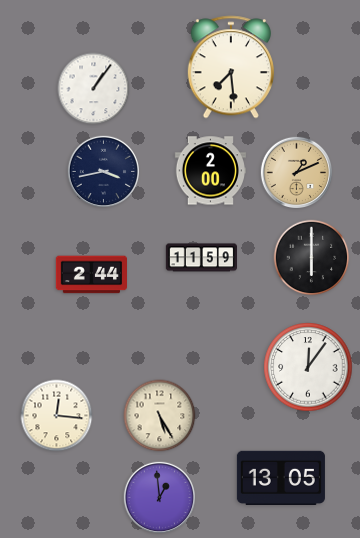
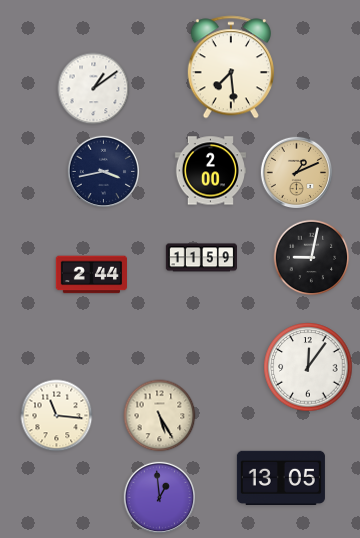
clock at (94, 89): 1:06 -> 1:09
clock at (312, 258): 6:00 -> 9:02
clock at (57, 416): 12:16 -> 11:16
